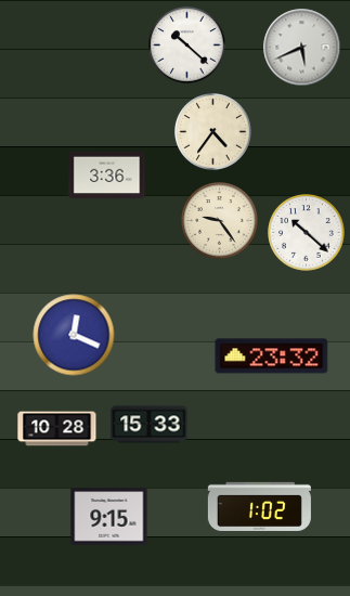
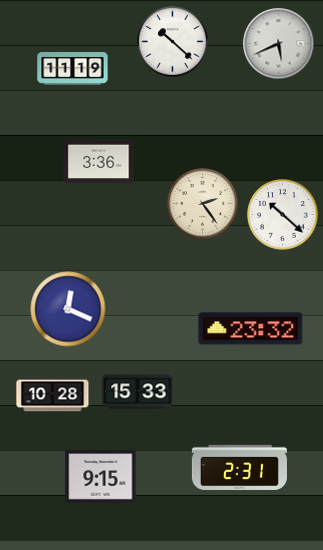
clock at (73, 69): none -> 11:19
clock at (213, 132): 4:36 -> none
clock at (220, 221): 9:24 -> 2:24
clock at (259, 506): 1:02 -> 2:31
